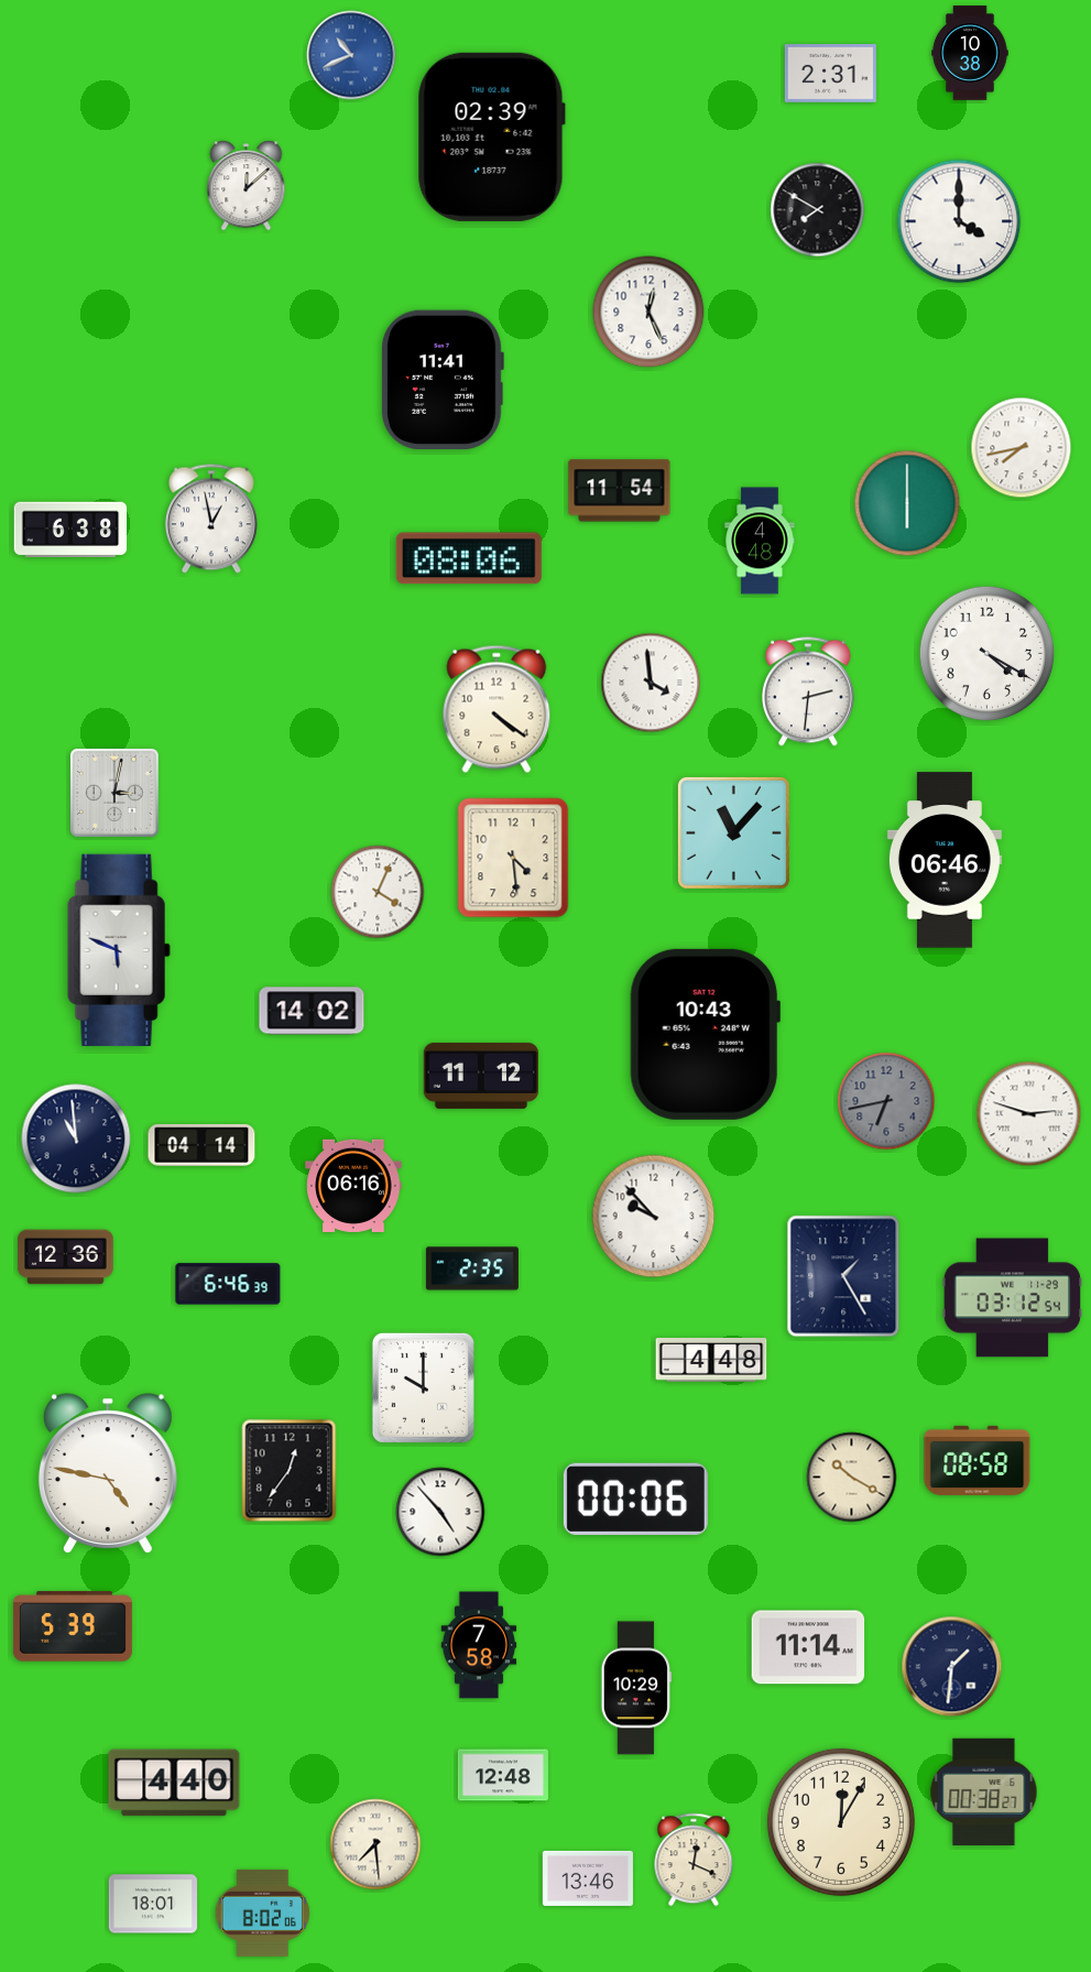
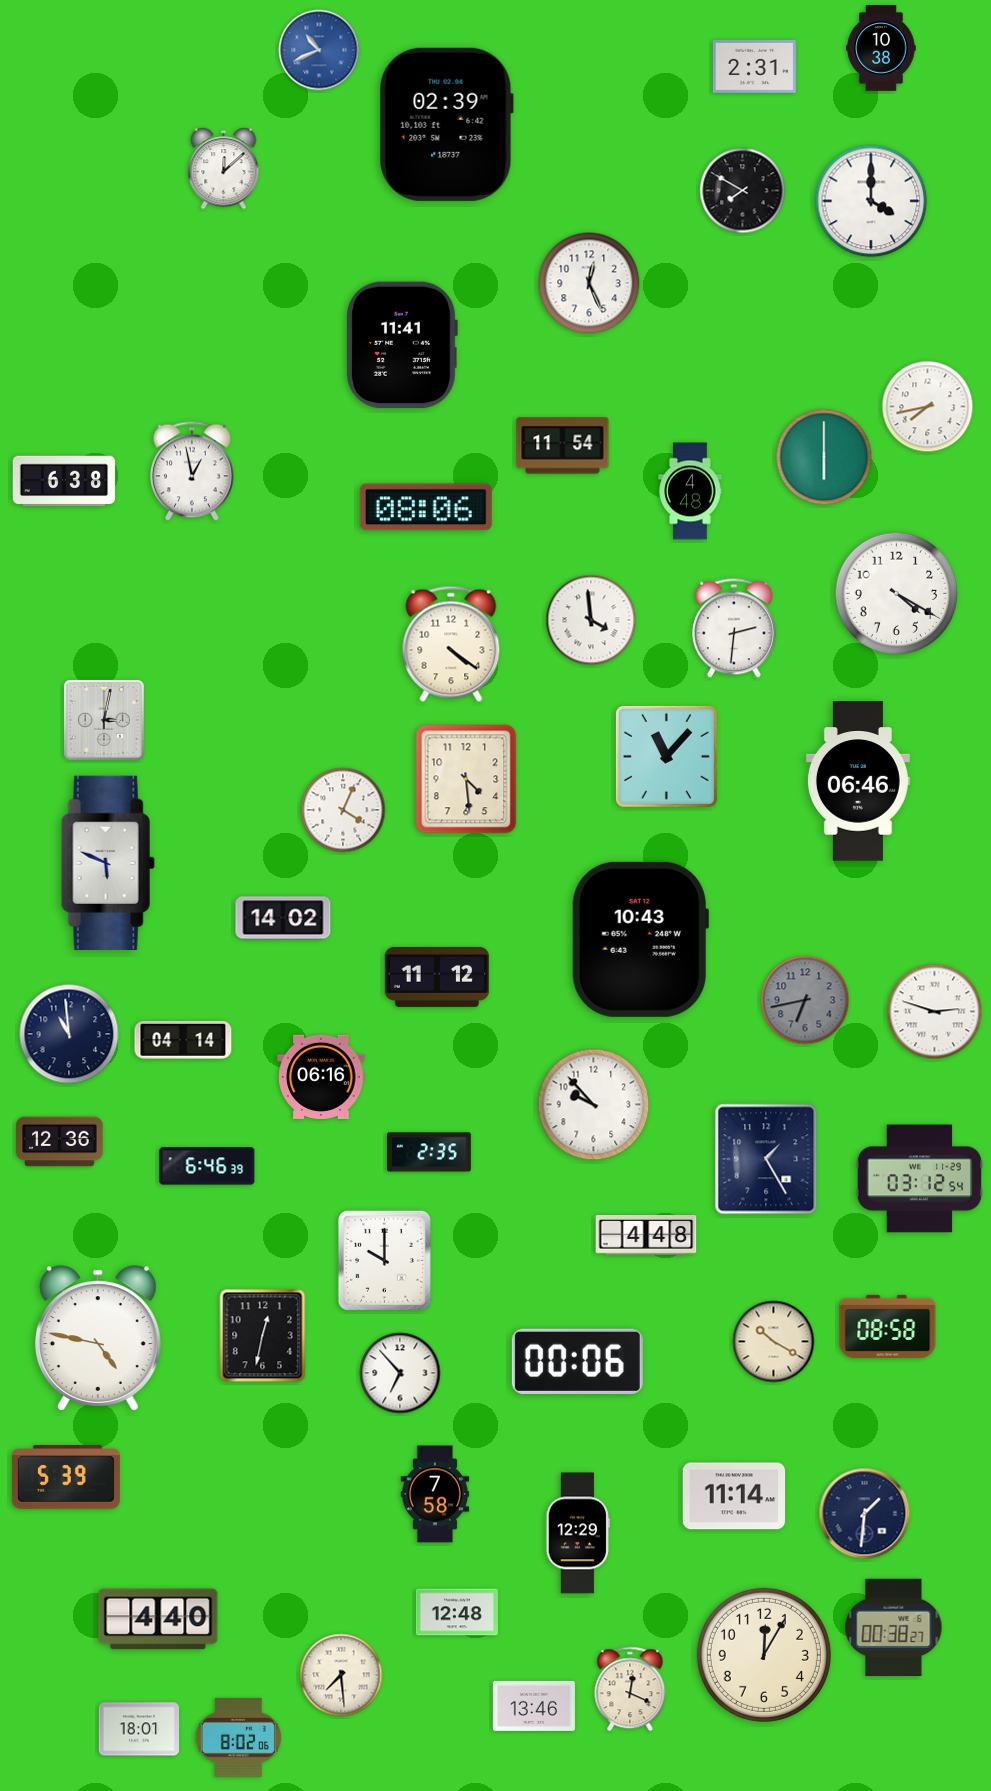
clock at (290, 1471): 12:36 -> 12:32
clock at (440, 1512): 4:53 -> 6:53
clock at (636, 1688): 10:29 -> 12:29
